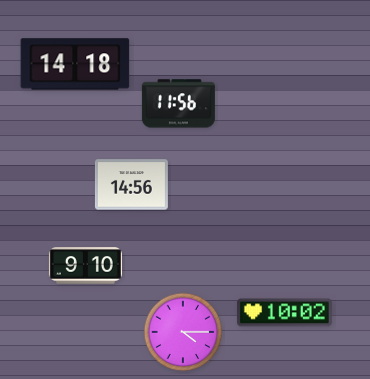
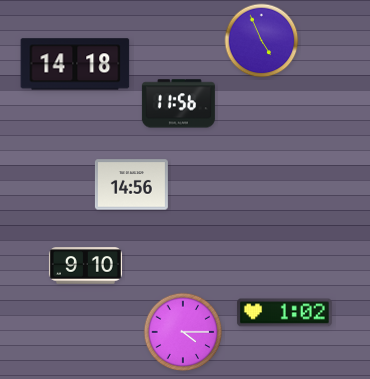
clock at (262, 41): none -> 4:56
clock at (284, 313): 10:02 -> 1:02
